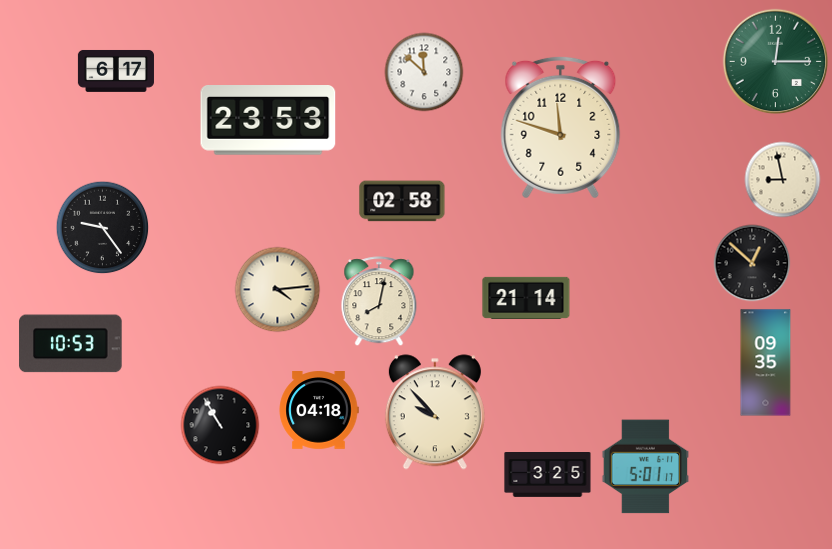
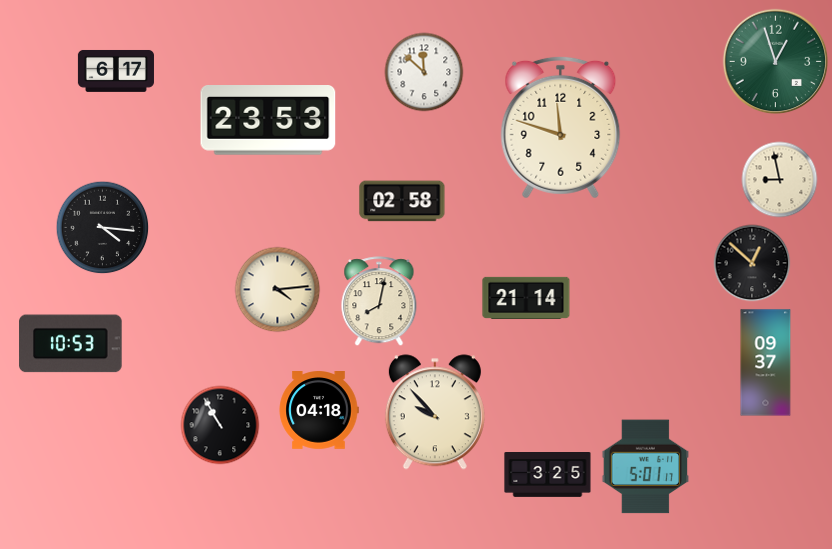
clock at (776, 62): 12:15 -> 12:57
clock at (783, 180) position: (783, 180) -> (780, 180)
clock at (103, 228): 9:24 -> 4:16
clock at (766, 363): 09:35 -> 09:37
